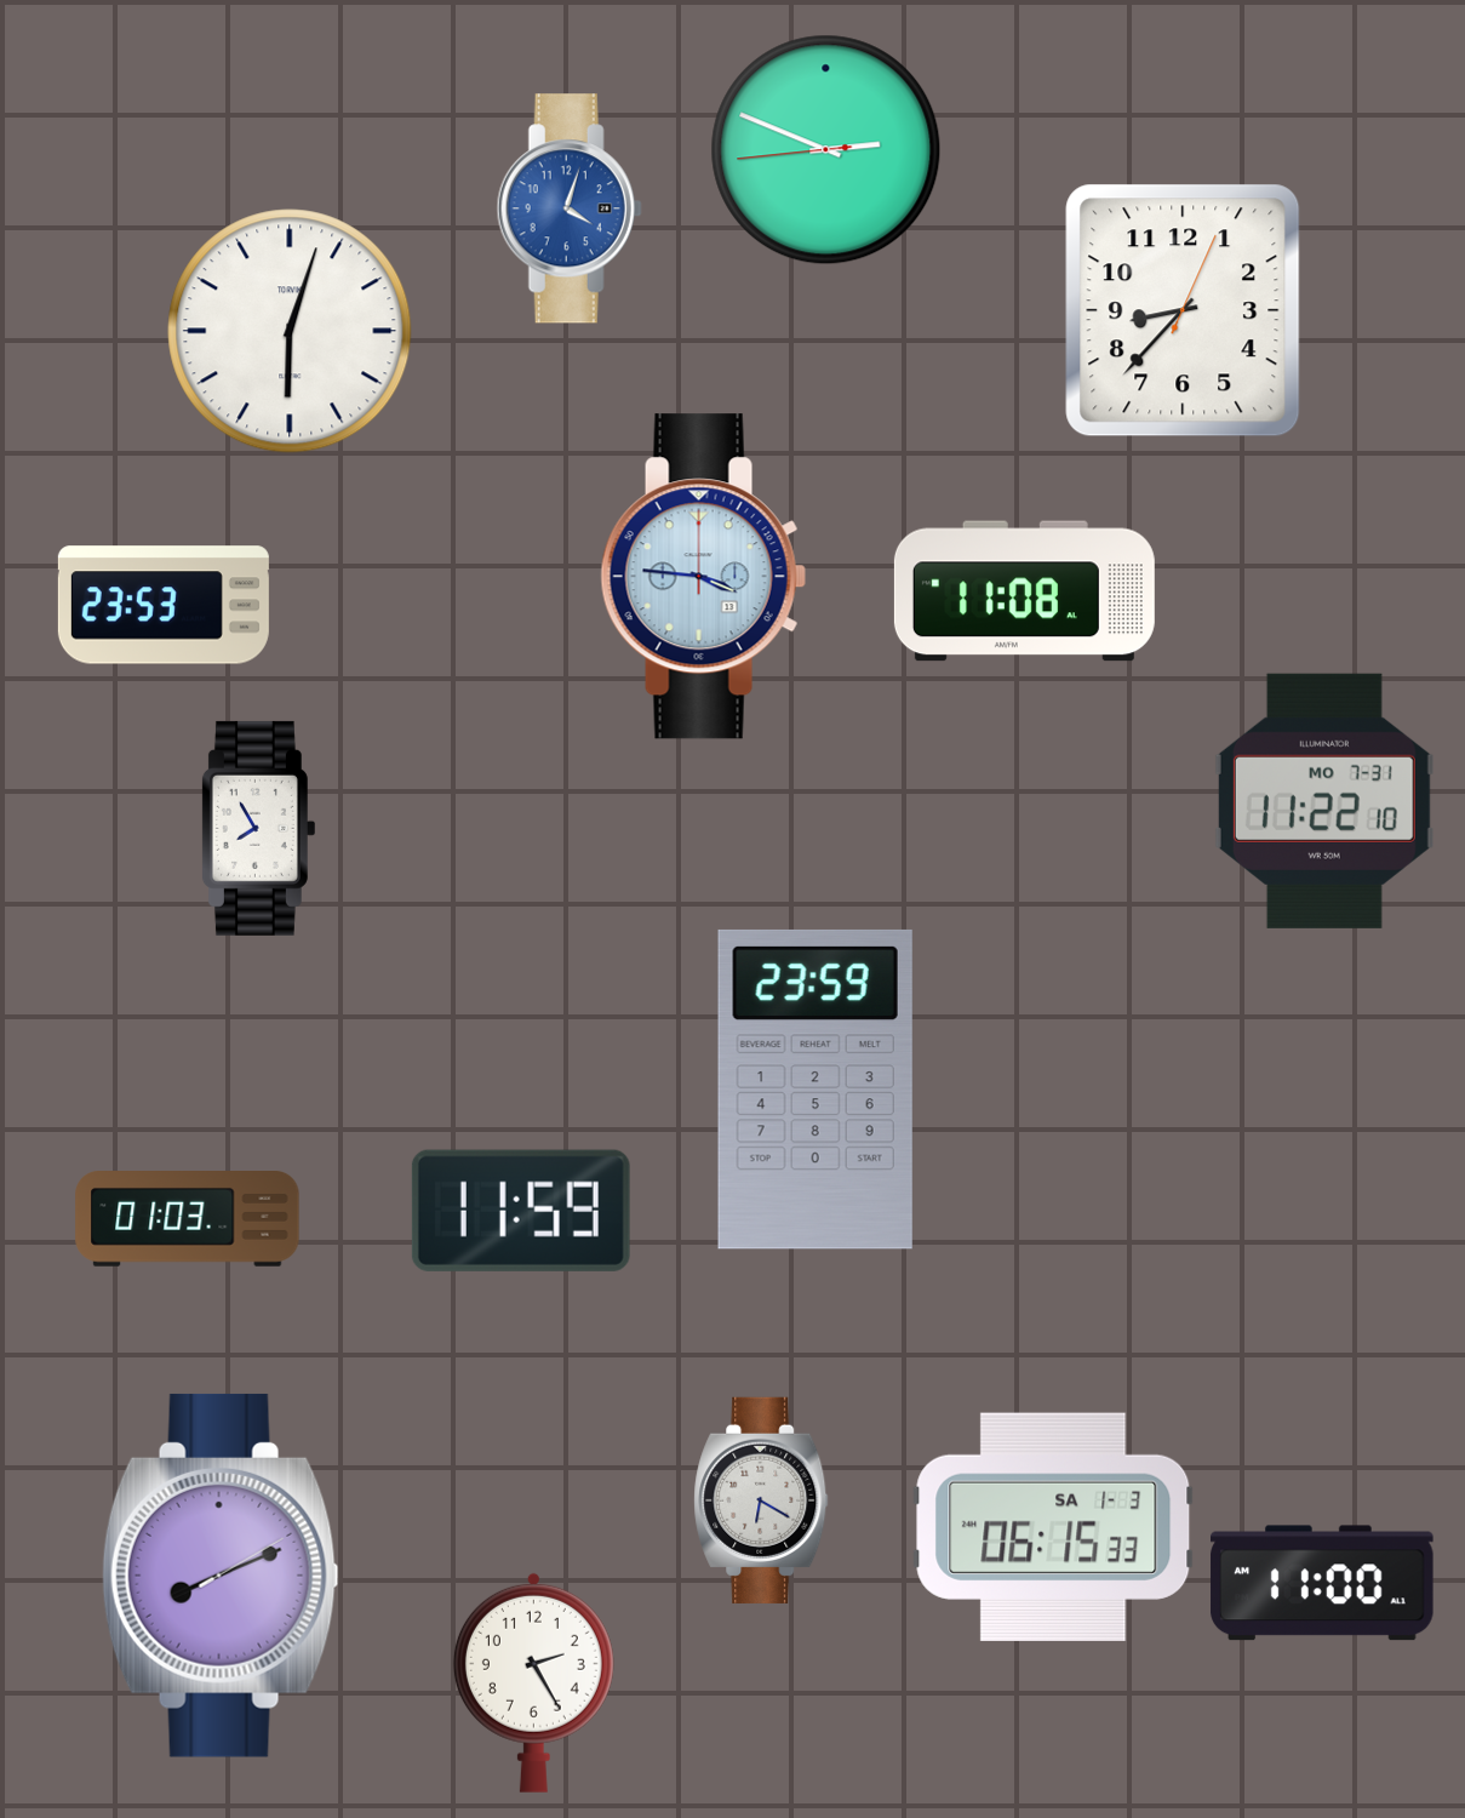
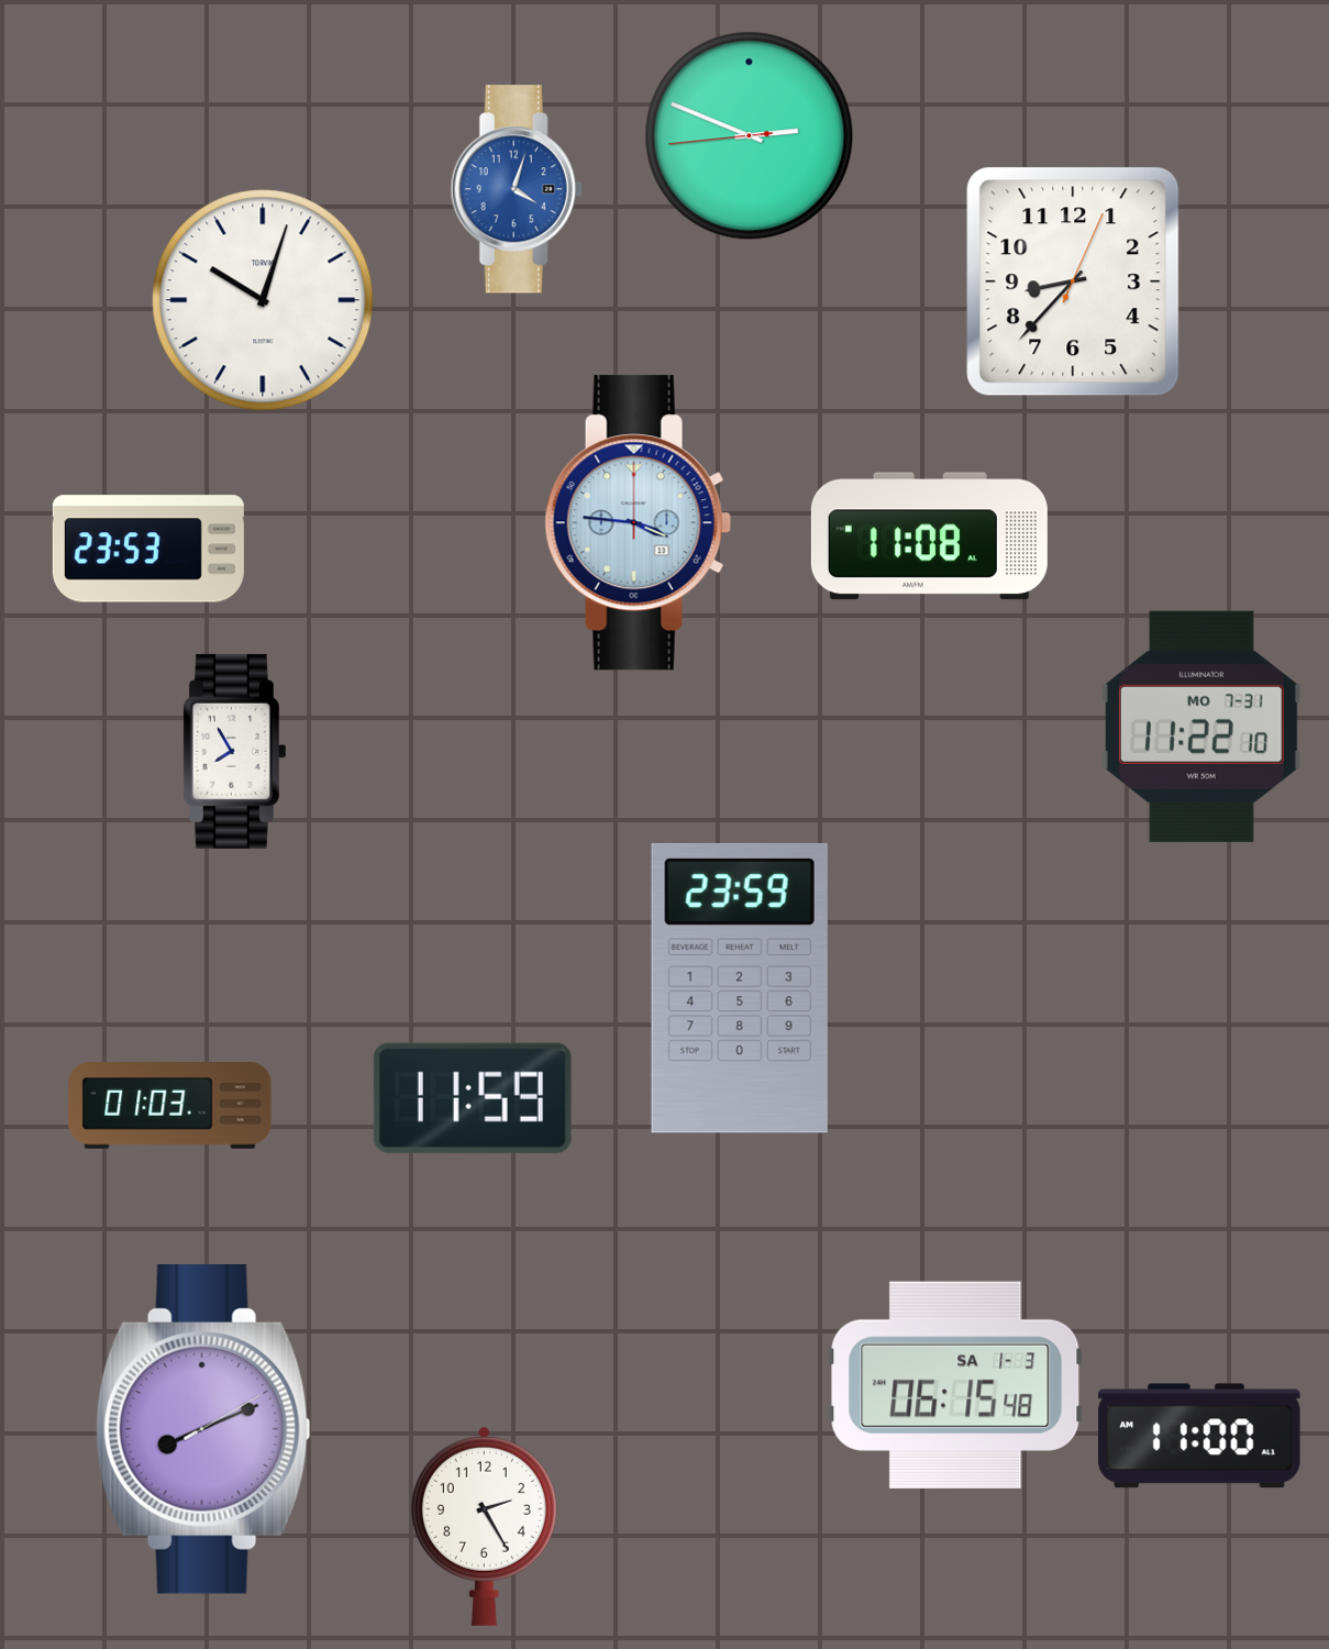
clock at (290, 331): 6:03 -> 10:03
clock at (761, 1500): 6:20 -> none
clock at (1053, 1527): 06:15:33 -> 06:15:48
clock at (221, 1576) position: (221, 1576) -> (203, 1429)
